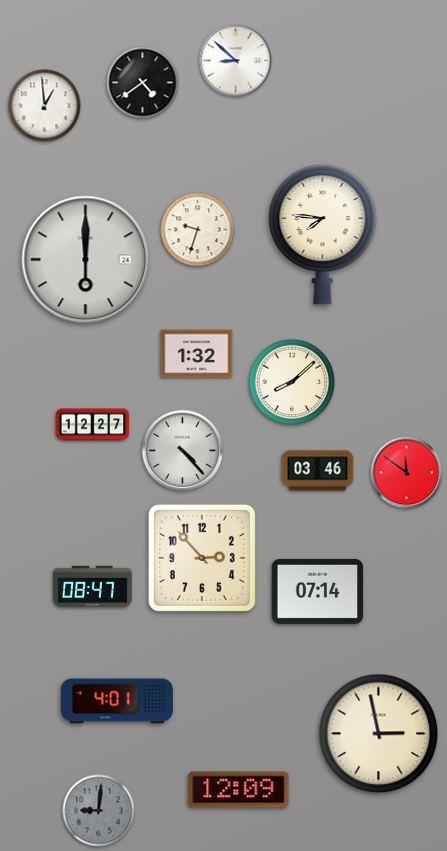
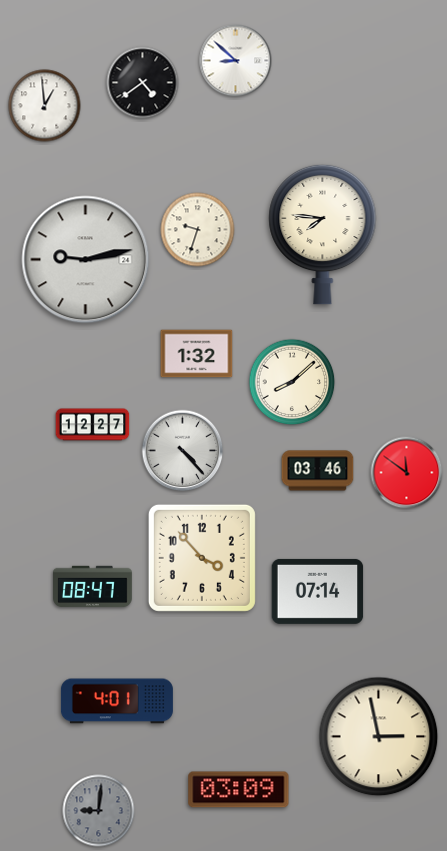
clock at (86, 260): 6:00 -> 9:13
clock at (202, 558): 2:53 -> 3:53
clock at (379, 734) position: (379, 734) -> (379, 737)
clock at (239, 790): 12:09 -> 03:09
